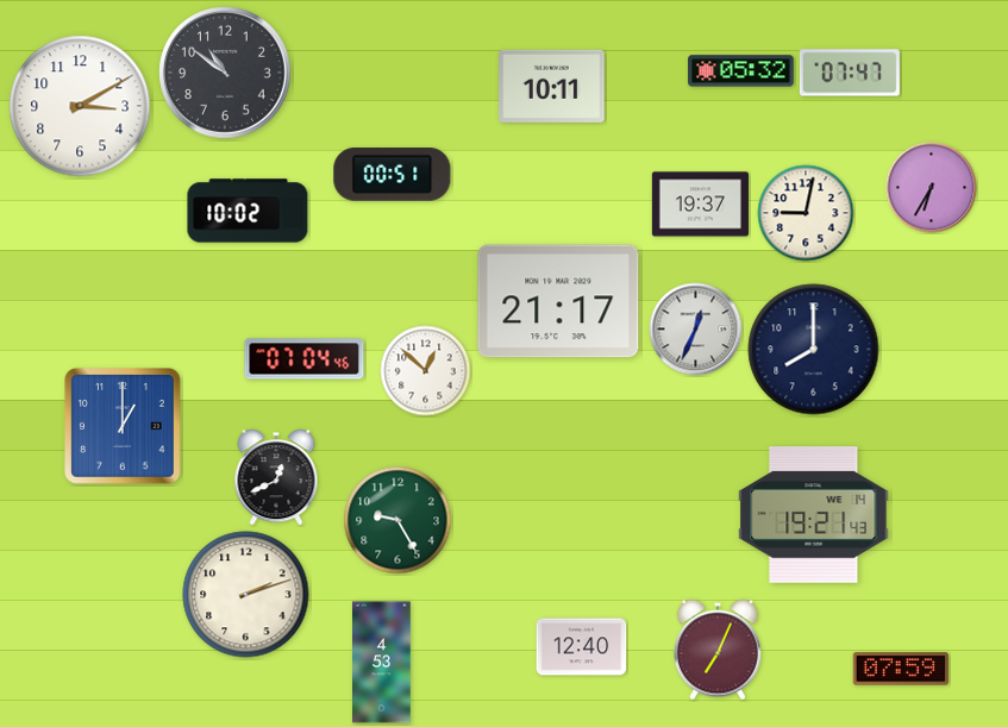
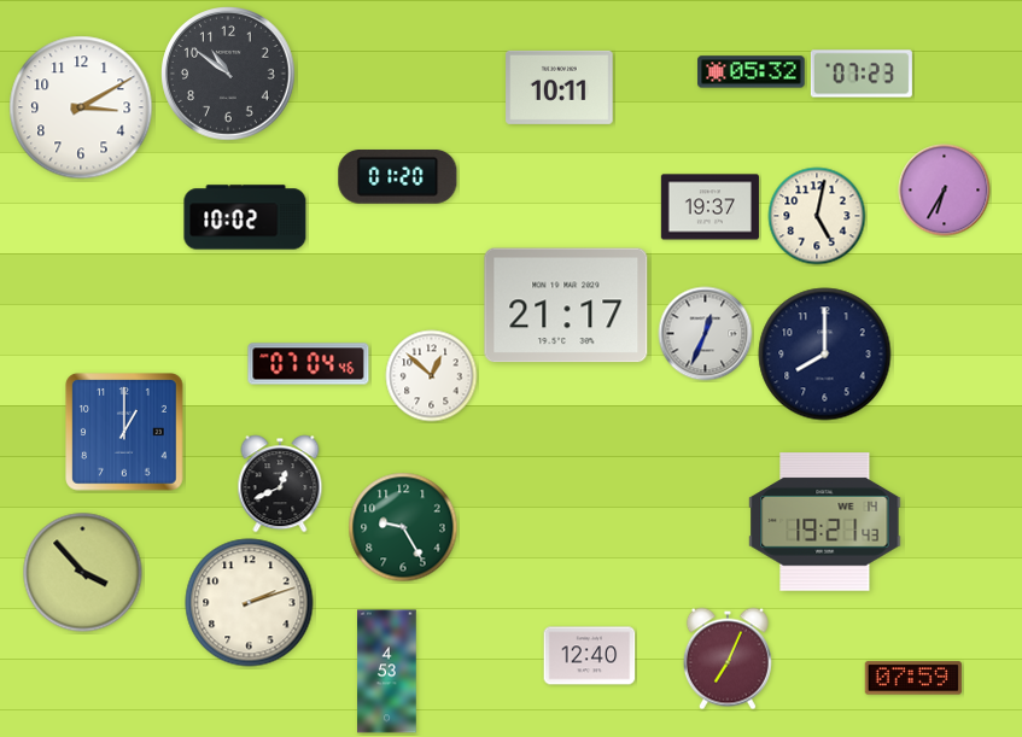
clock at (850, 73): 07:47 -> 07:23
clock at (393, 175): 00:51 -> 01:20
clock at (248, 211) position: (248, 211) -> (245, 217)
clock at (806, 213): 9:02 -> 5:02
clock at (83, 573): none -> 3:53
